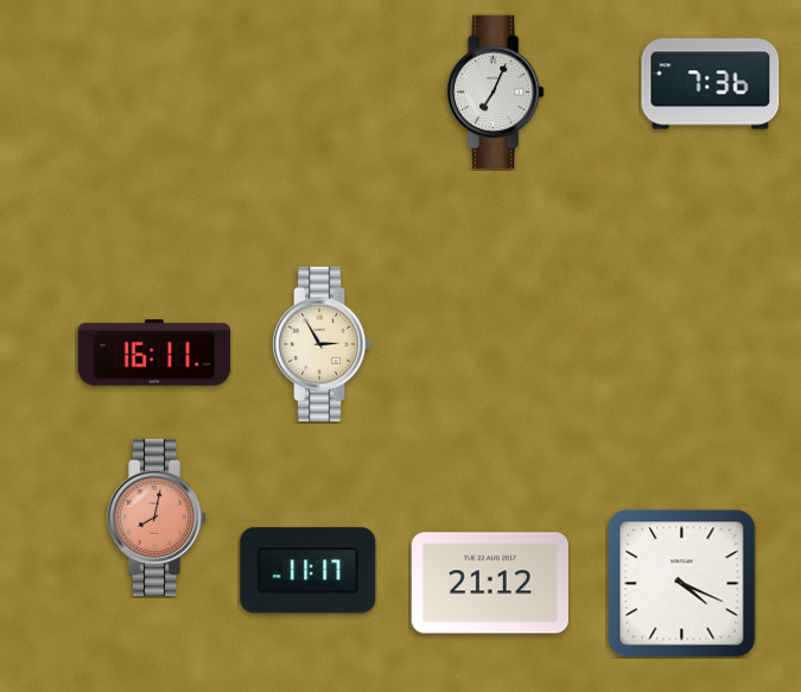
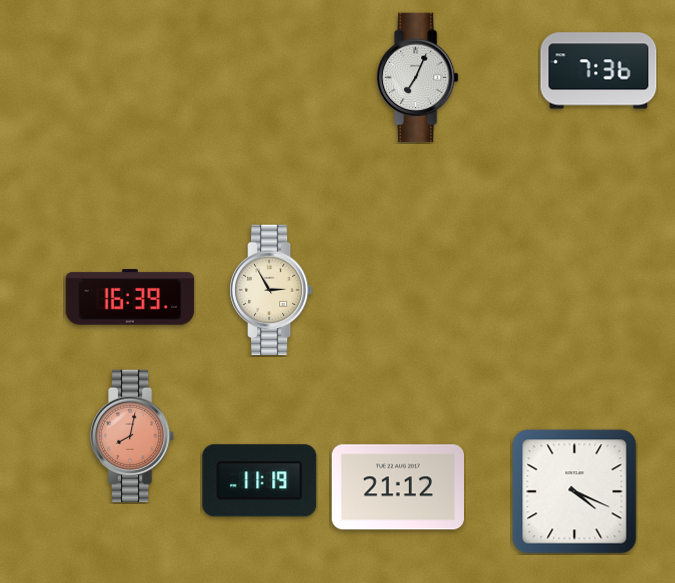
clock at (154, 353): 16:11 -> 16:39
clock at (309, 571): 11:17 -> 11:19
clock at (489, 583) position: (489, 583) -> (397, 487)
